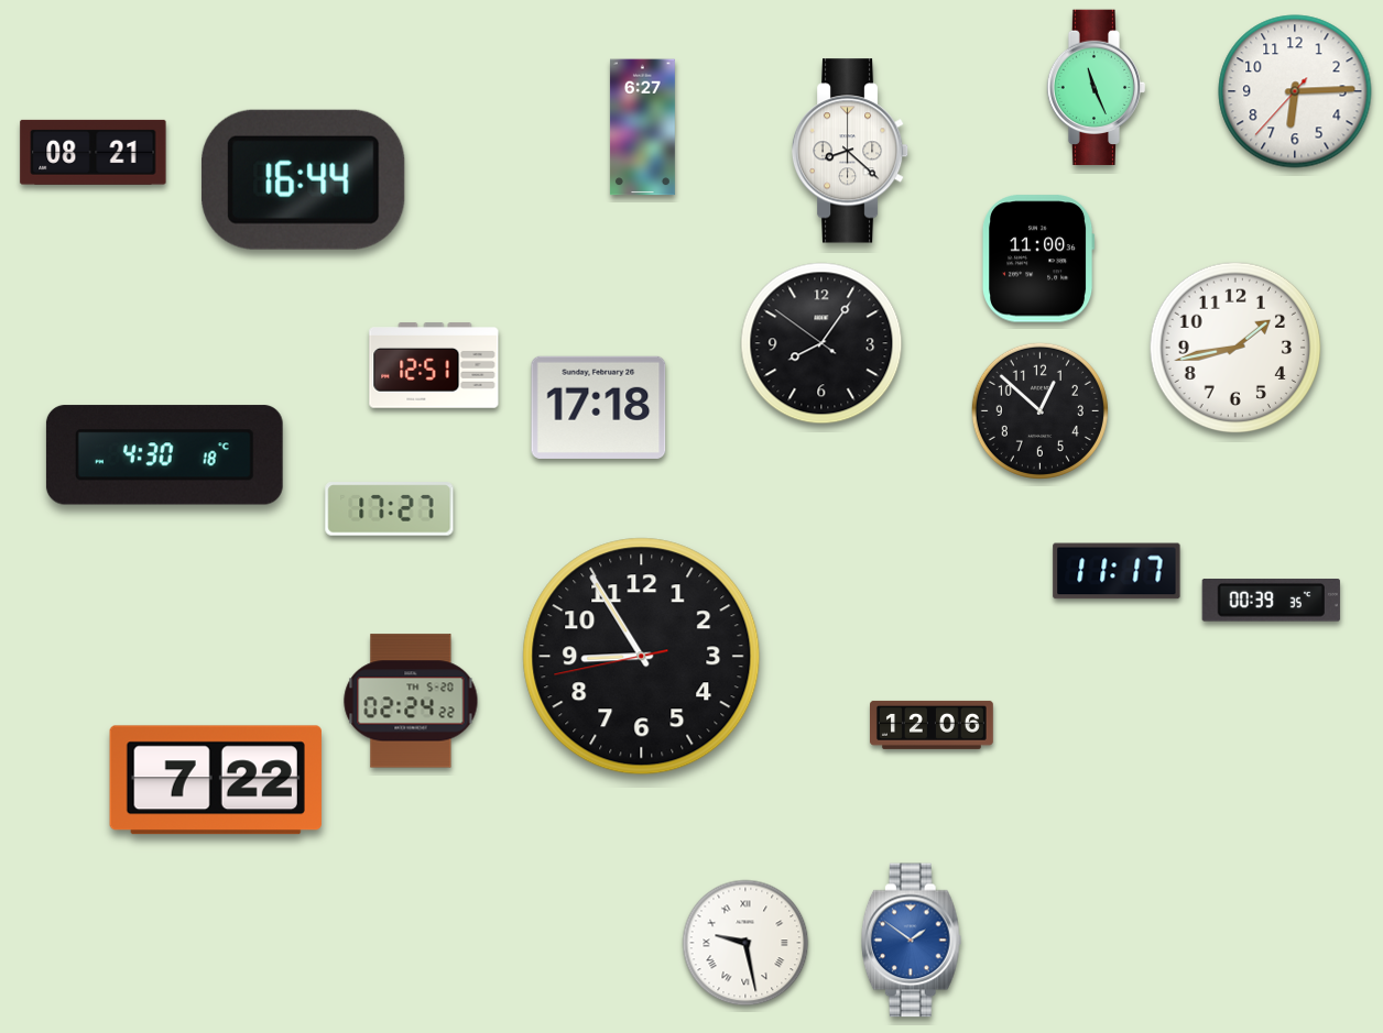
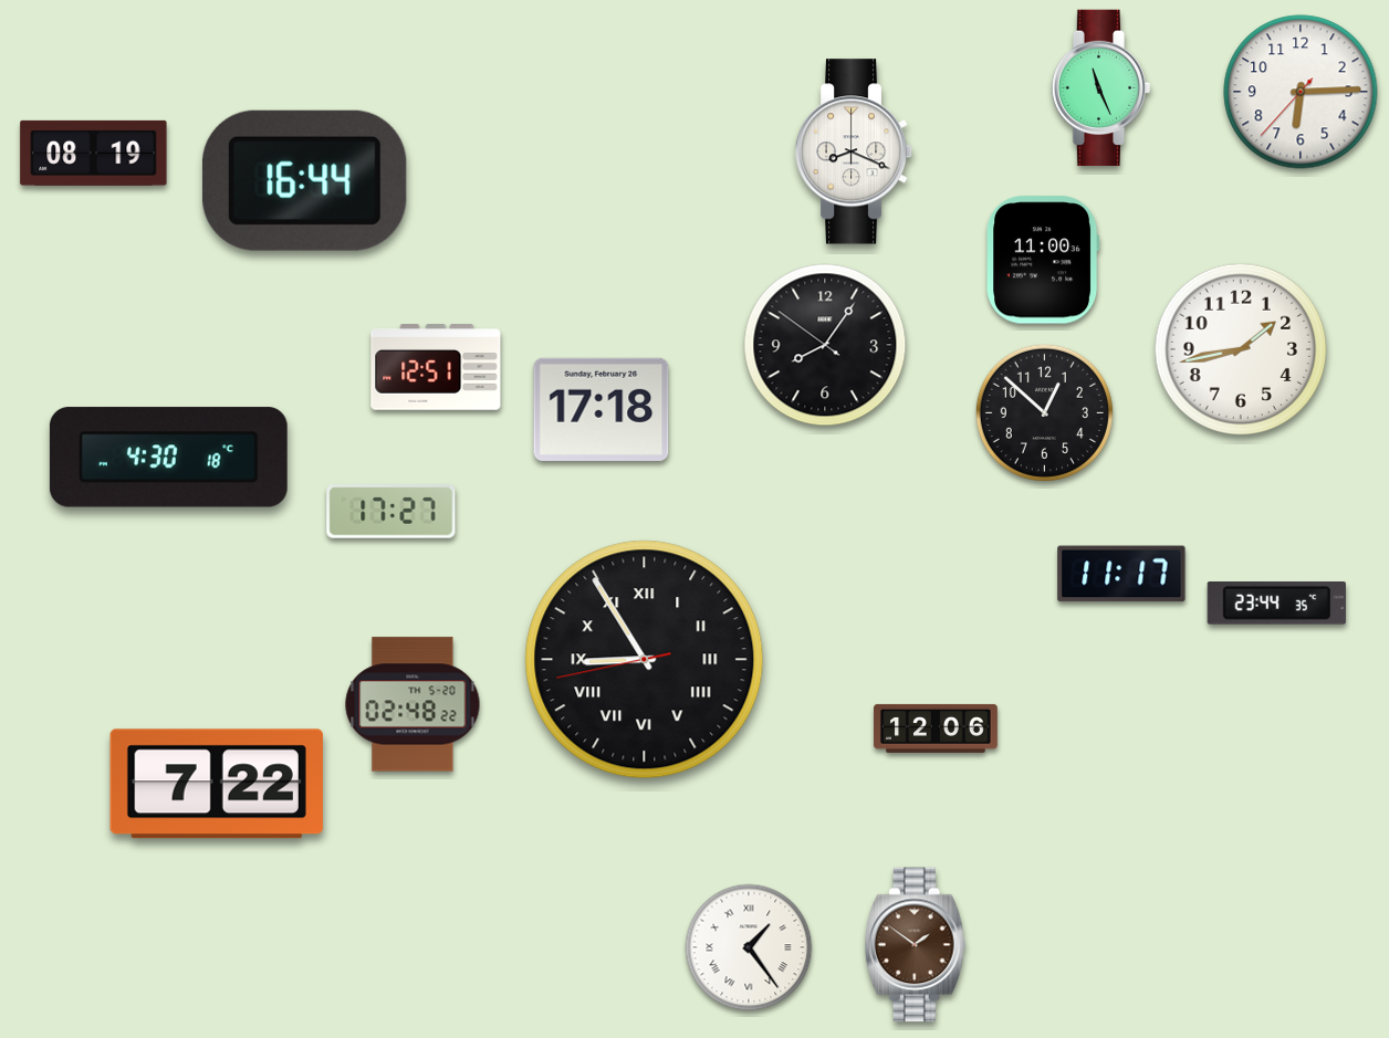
clock at (642, 128): 6:27 -> none
clock at (850, 151): 8:22 -> 8:19
clock at (94, 152): 08:21 -> 08:19
clock at (164, 455) position: (164, 455) -> (168, 458)
clock at (1271, 601): 00:39 -> 23:44
clock at (642, 657) numerals: Arabic -> Roman
clock at (411, 701): 02:24 -> 02:48
clock at (911, 941) dial: blue -> brown
clock at (745, 943): 9:28 -> 1:24
